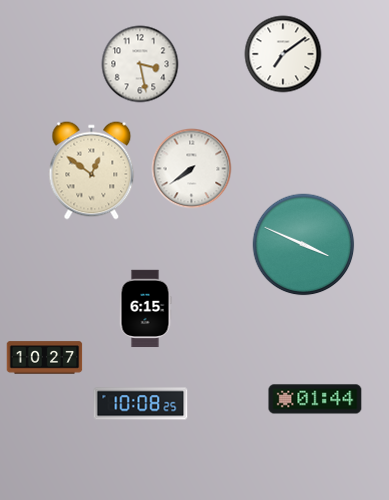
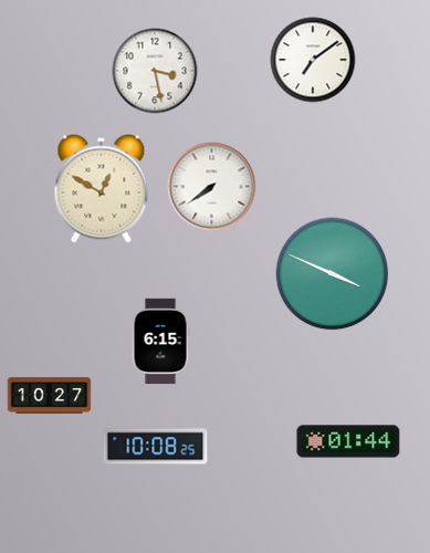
clock at (92, 171): 12:51 -> 12:50
clock at (304, 245) position: (304, 245) -> (333, 274)
